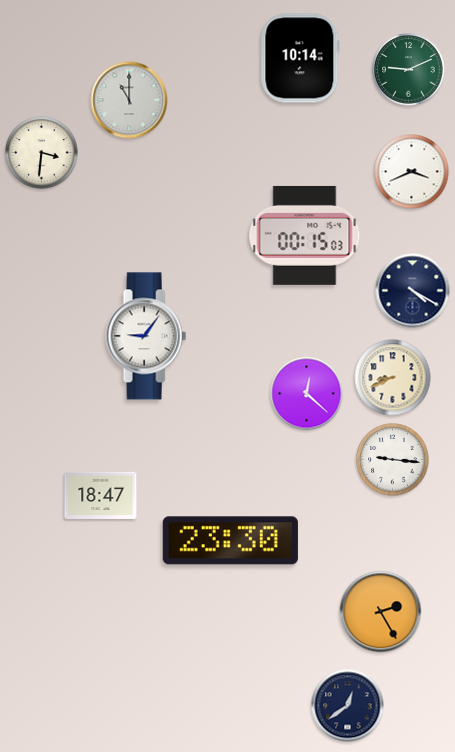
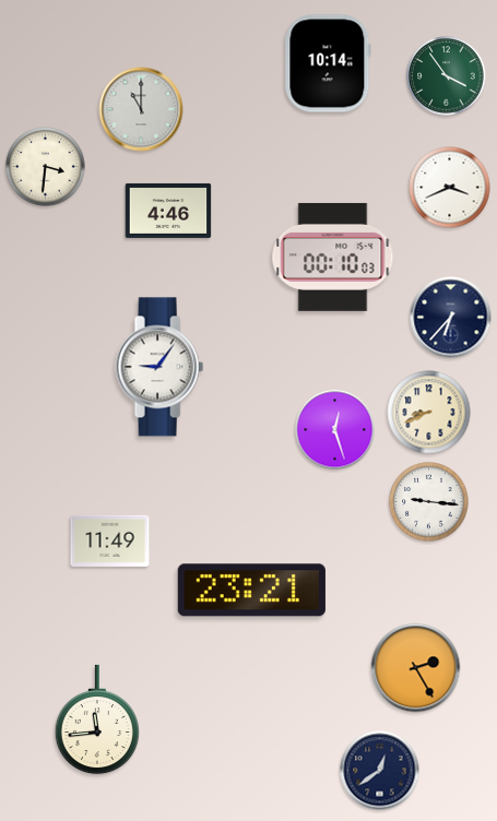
clock at (409, 70): 9:11 -> 3:54
clock at (168, 211): none -> 4:46
clock at (305, 235): 00:15 -> 00:10
clock at (413, 291): 4:20 -> 6:37
clock at (307, 394): 12:22 -> 12:27
clock at (101, 495): 18:47 -> 11:49
clock at (230, 541): 23:30 -> 23:21
clock at (96, 719): none -> 11:44
